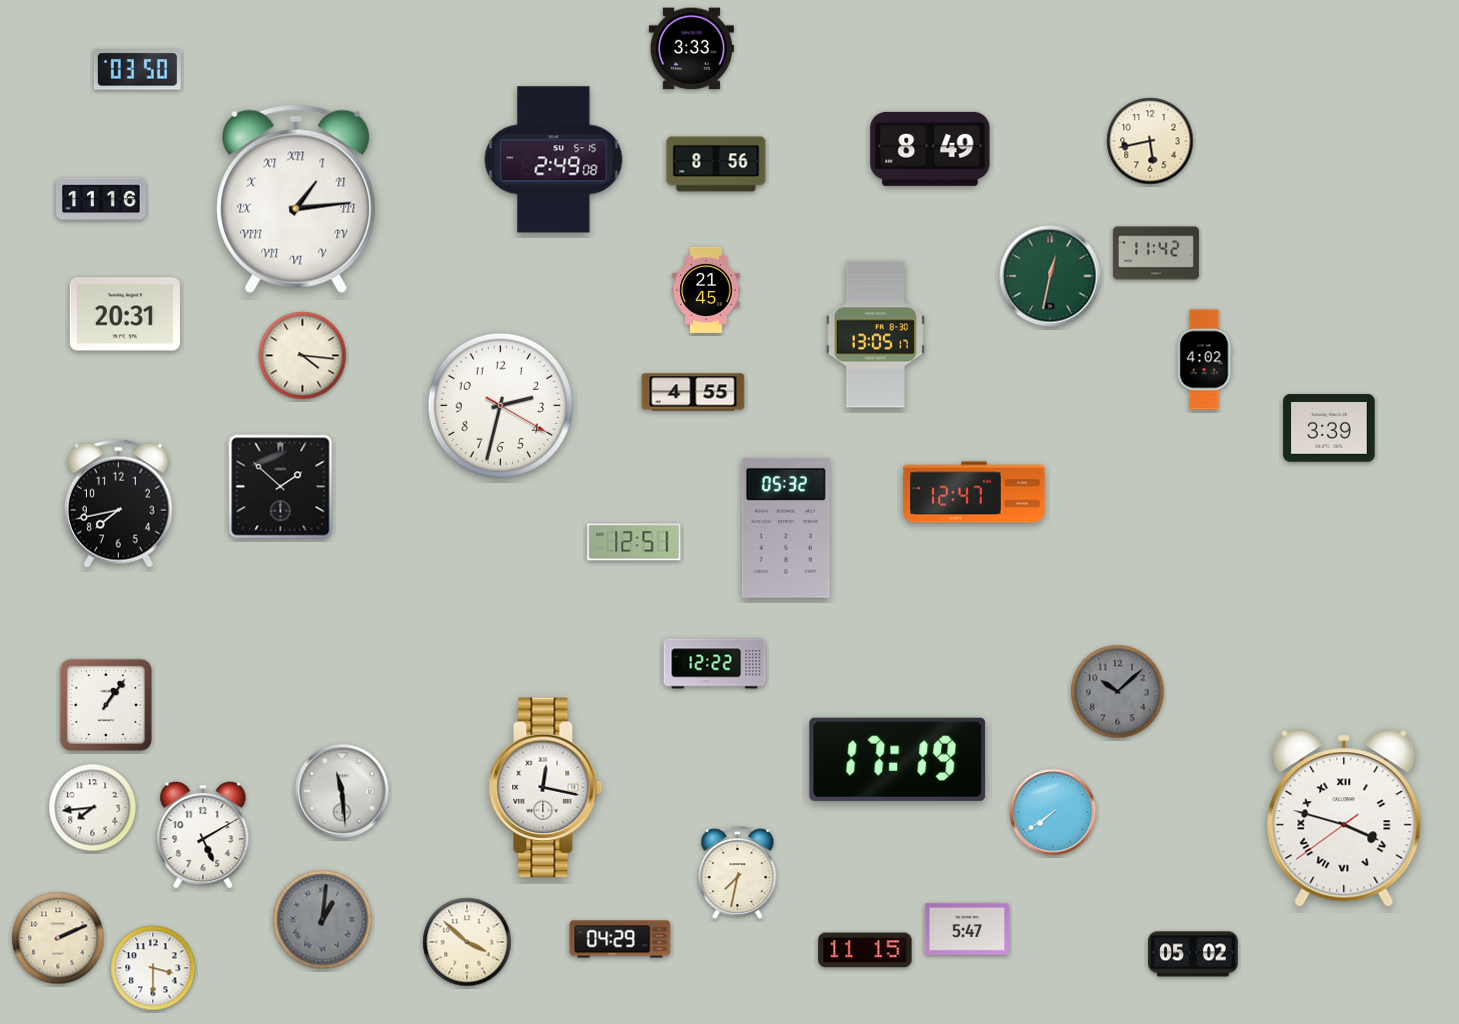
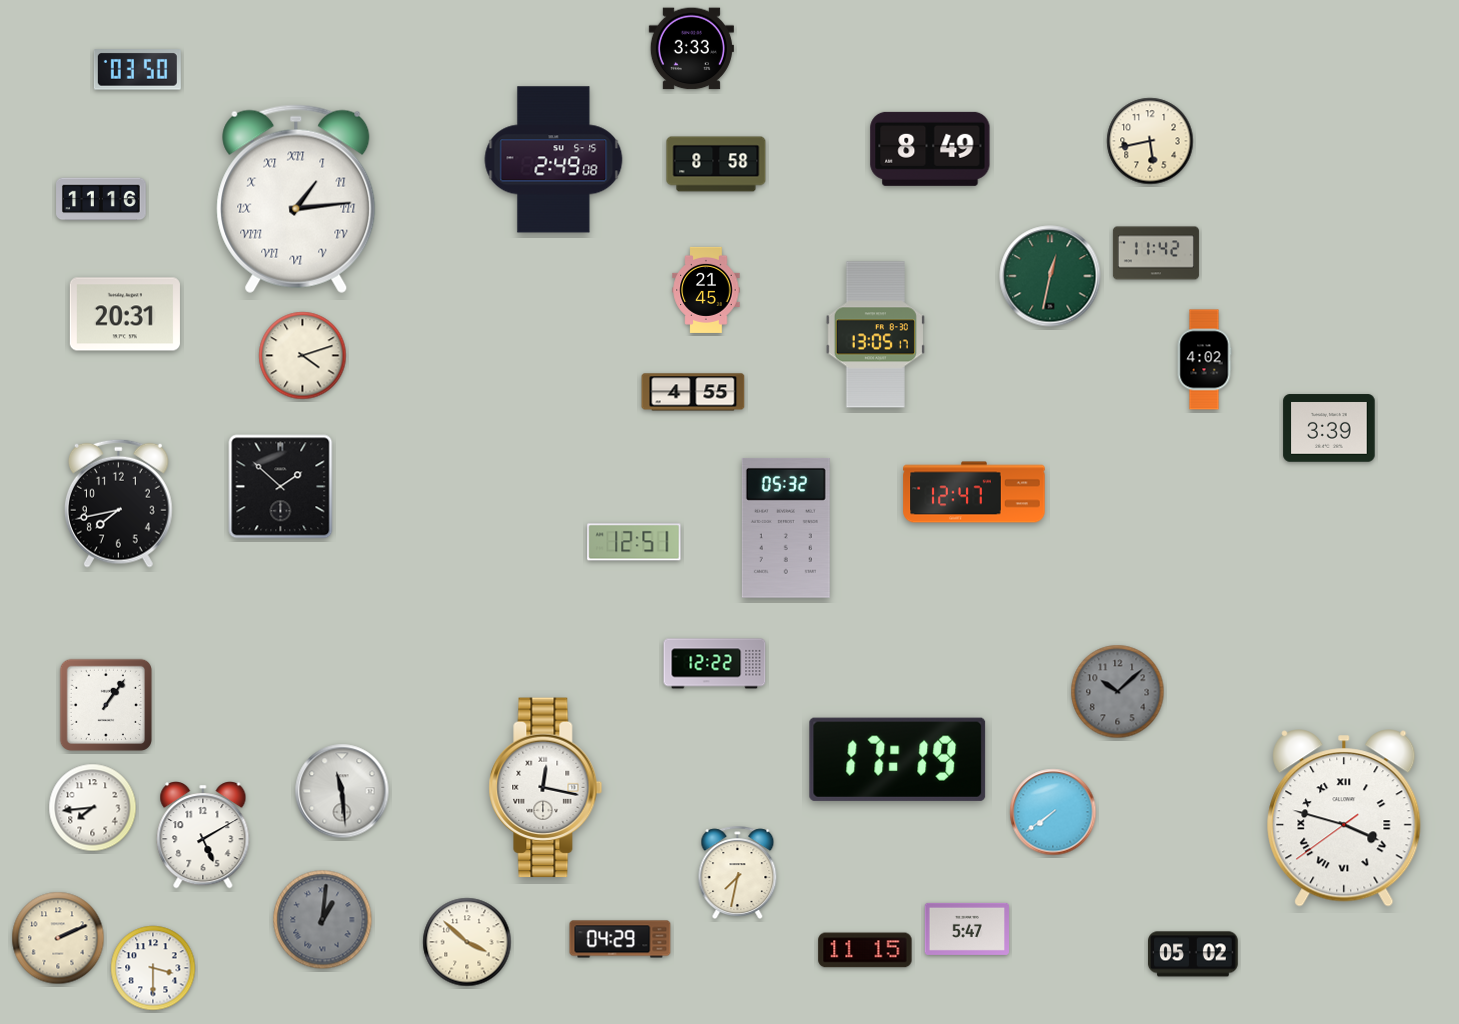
clock at (716, 164): 8:56 -> 8:58
clock at (303, 356): 4:16 -> 4:12
clock at (500, 405): 2:32 -> none
